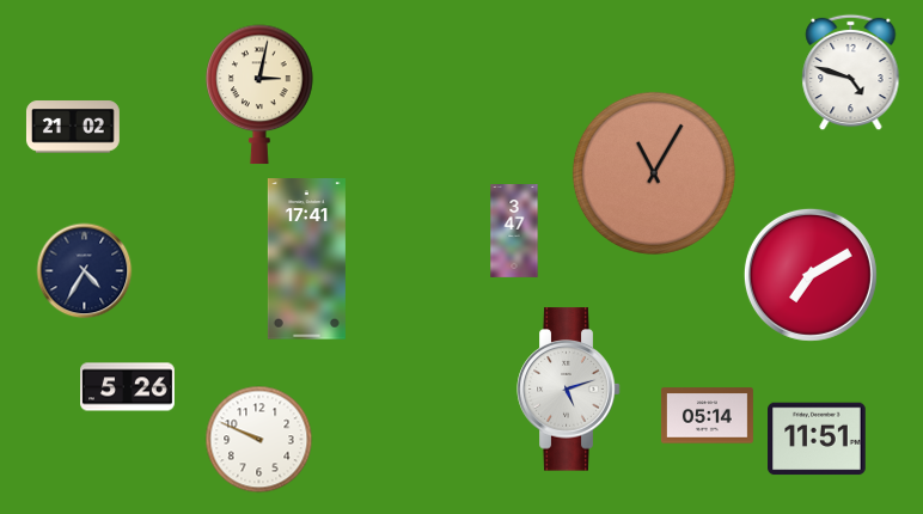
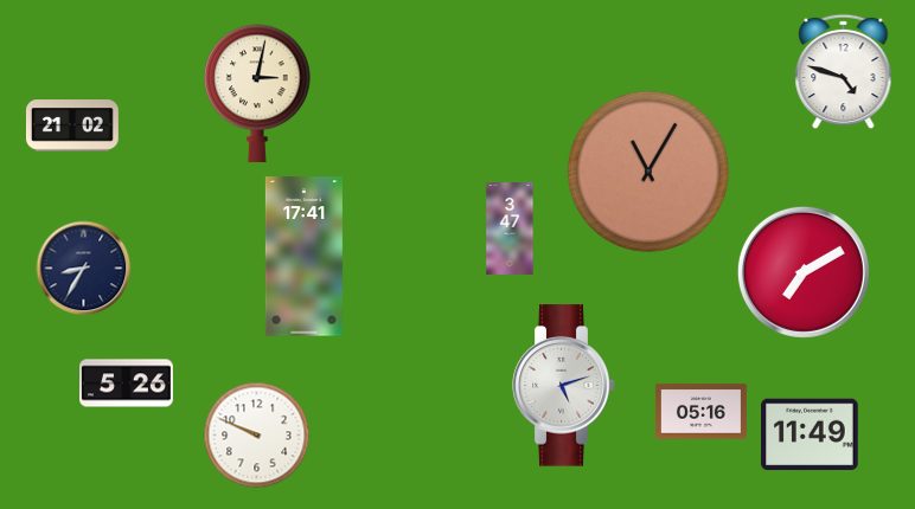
clock at (84, 270): 4:35 -> 8:35
clock at (707, 416): 05:14 -> 05:16
clock at (817, 439): 11:51 -> 11:49
